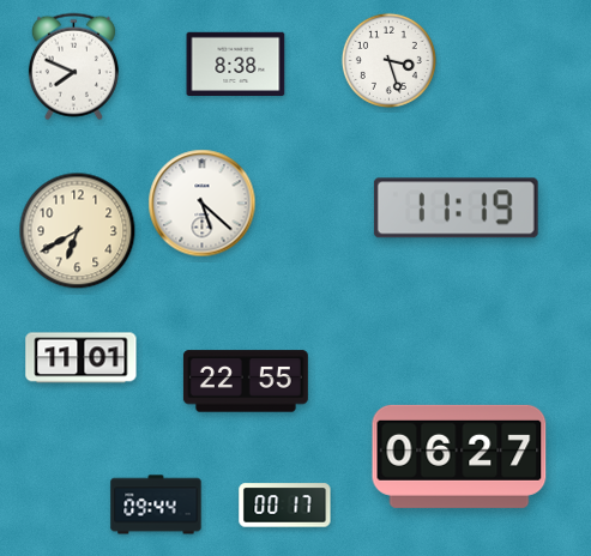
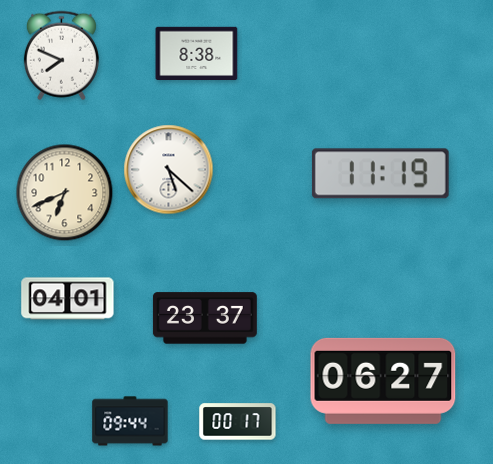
clock at (388, 60): 3:27 -> none
clock at (78, 231): 6:40 -> 6:41
clock at (82, 358): 11:01 -> 04:01
clock at (246, 381): 22:55 -> 23:37
